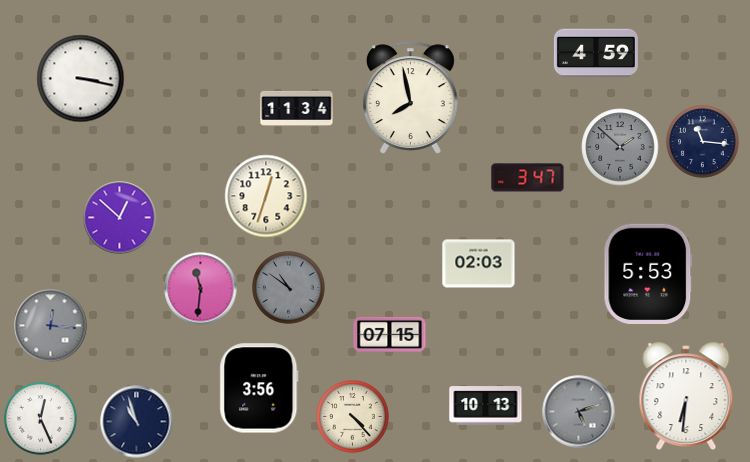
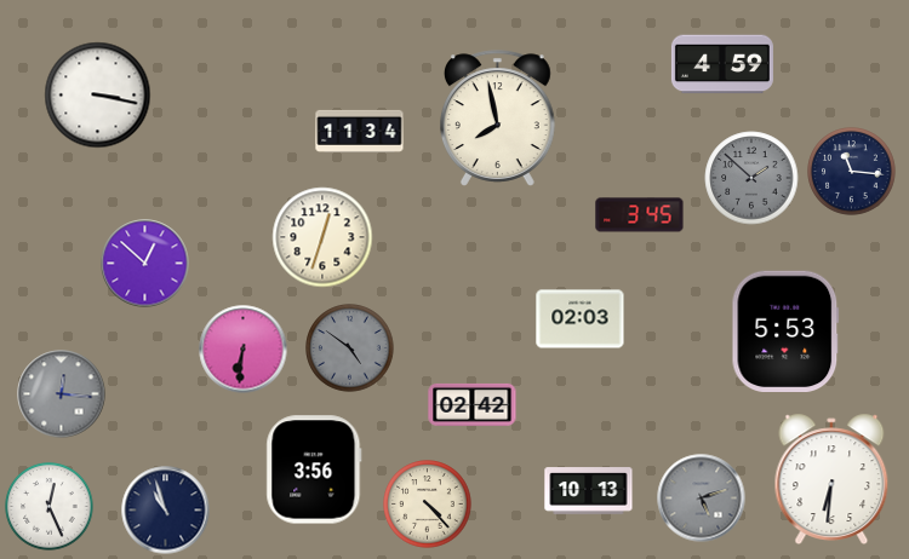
clock at (528, 178): 3:47 -> 3:45
clock at (289, 288): 10:51 -> 4:51
clock at (201, 289): 11:31 -> 6:31
clock at (390, 334): 07:15 -> 02:42
